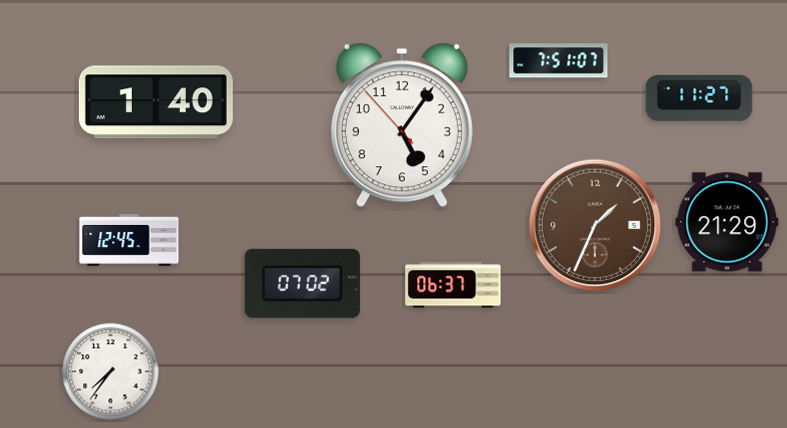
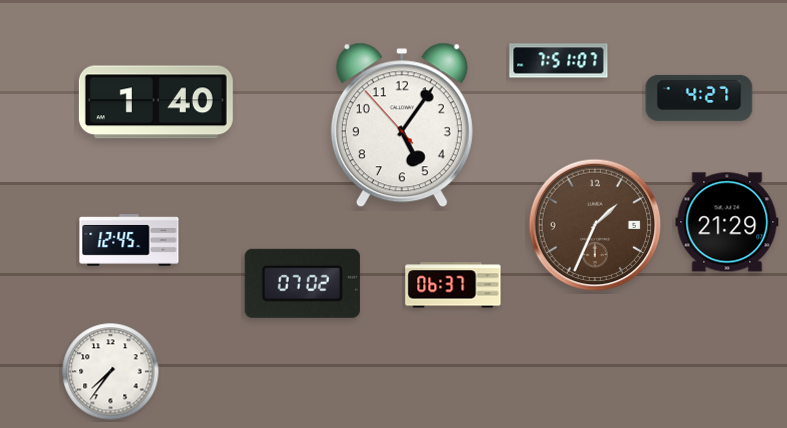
clock at (699, 98): 11:27 -> 4:27
